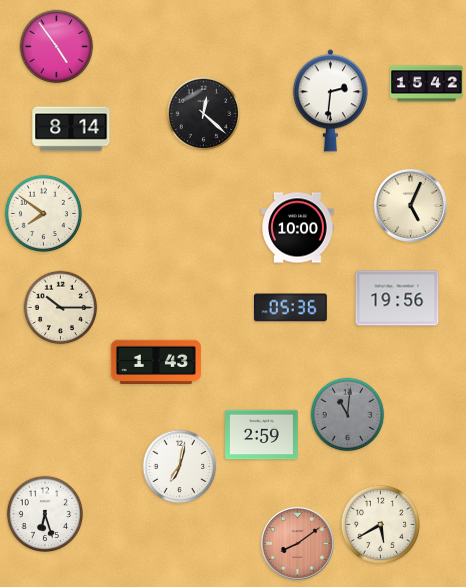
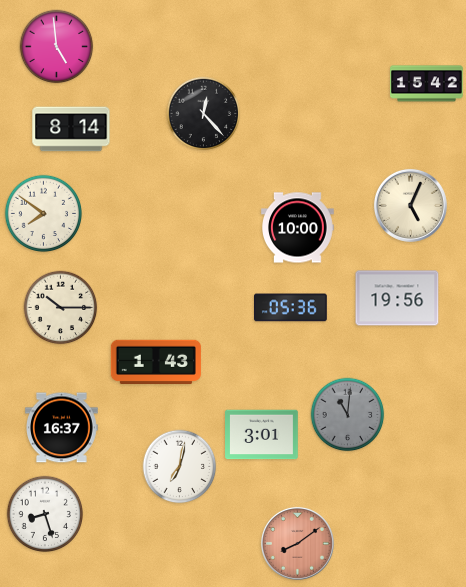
clock at (57, 47): 4:54 -> 4:59
clock at (330, 101): 2:31 -> none
clock at (204, 114): 12:22 -> 12:23
clock at (62, 428): none -> 16:37
clock at (262, 435): 2:59 -> 3:01
clock at (45, 514): 6:27 -> 8:27
clock at (380, 524): 5:40 -> none
